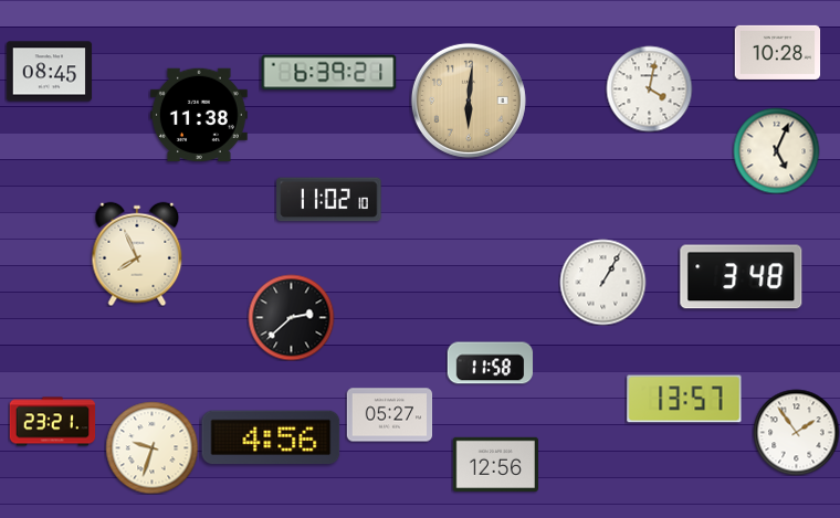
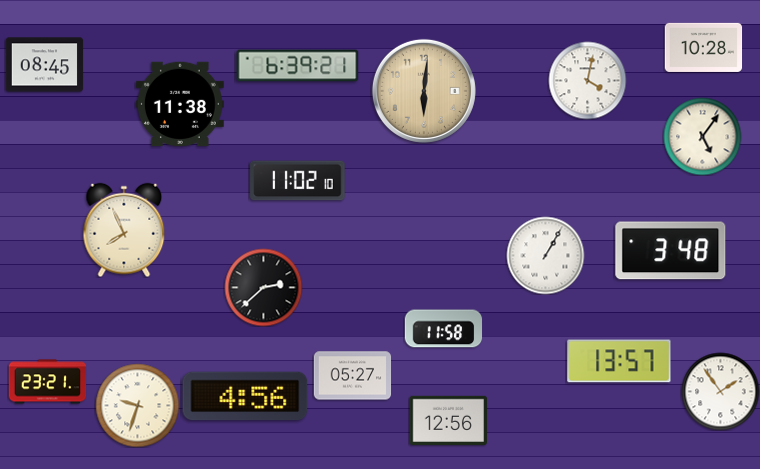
clock at (776, 150): 5:04 -> 5:06
